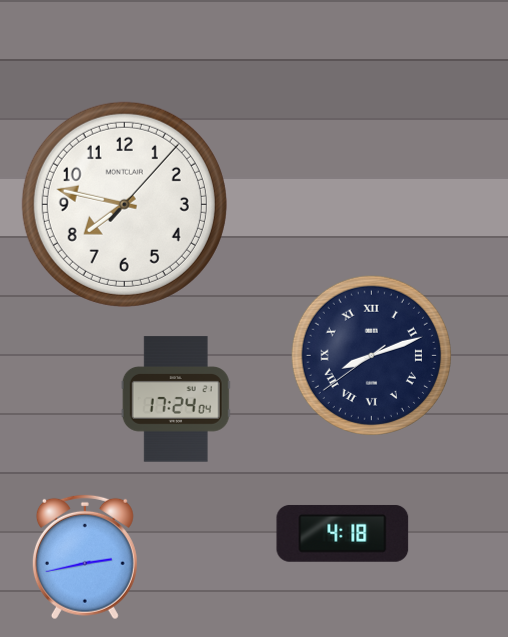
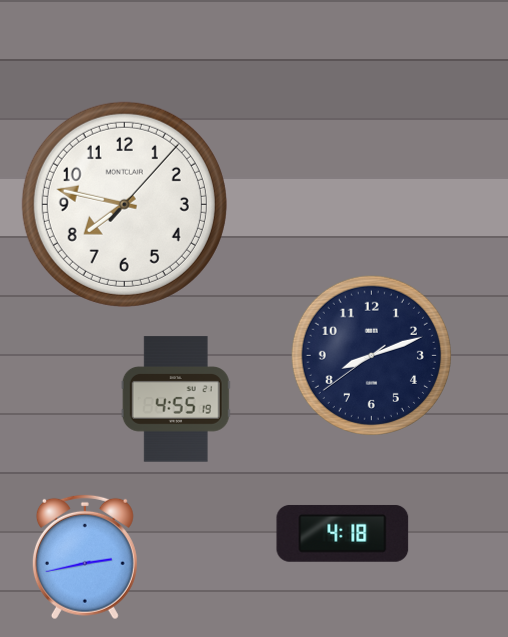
clock at (371, 355) numerals: Roman -> Arabic
clock at (176, 399): 17:24 -> 4:55
